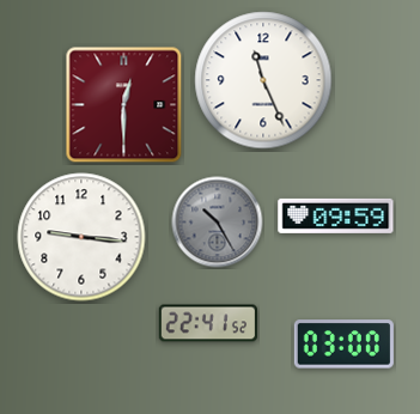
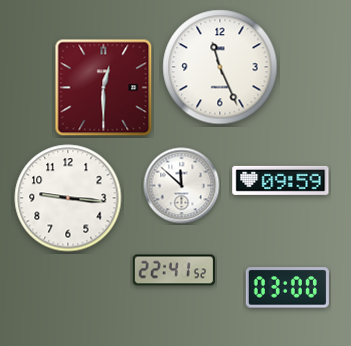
clock at (218, 223): 10:25 -> 11:52
clock at (218, 223) dial: grey -> white
